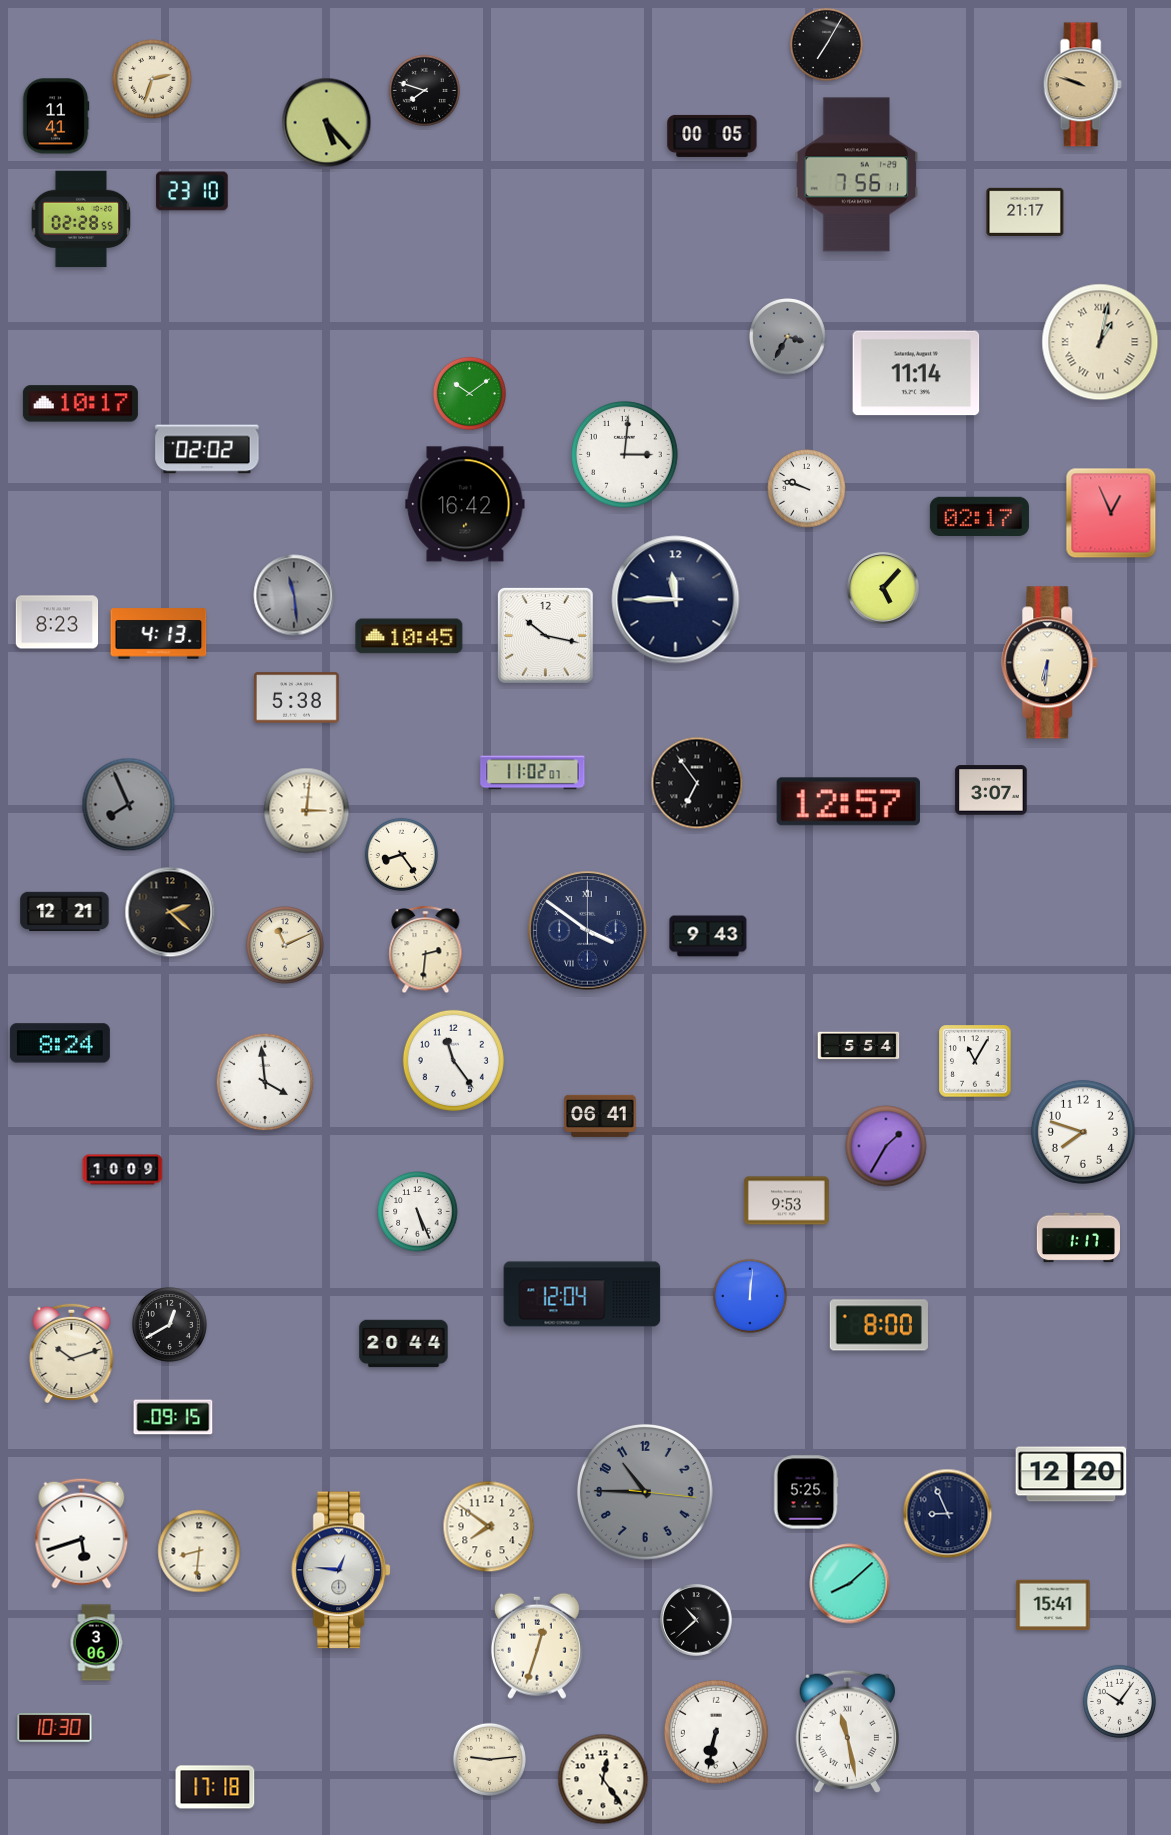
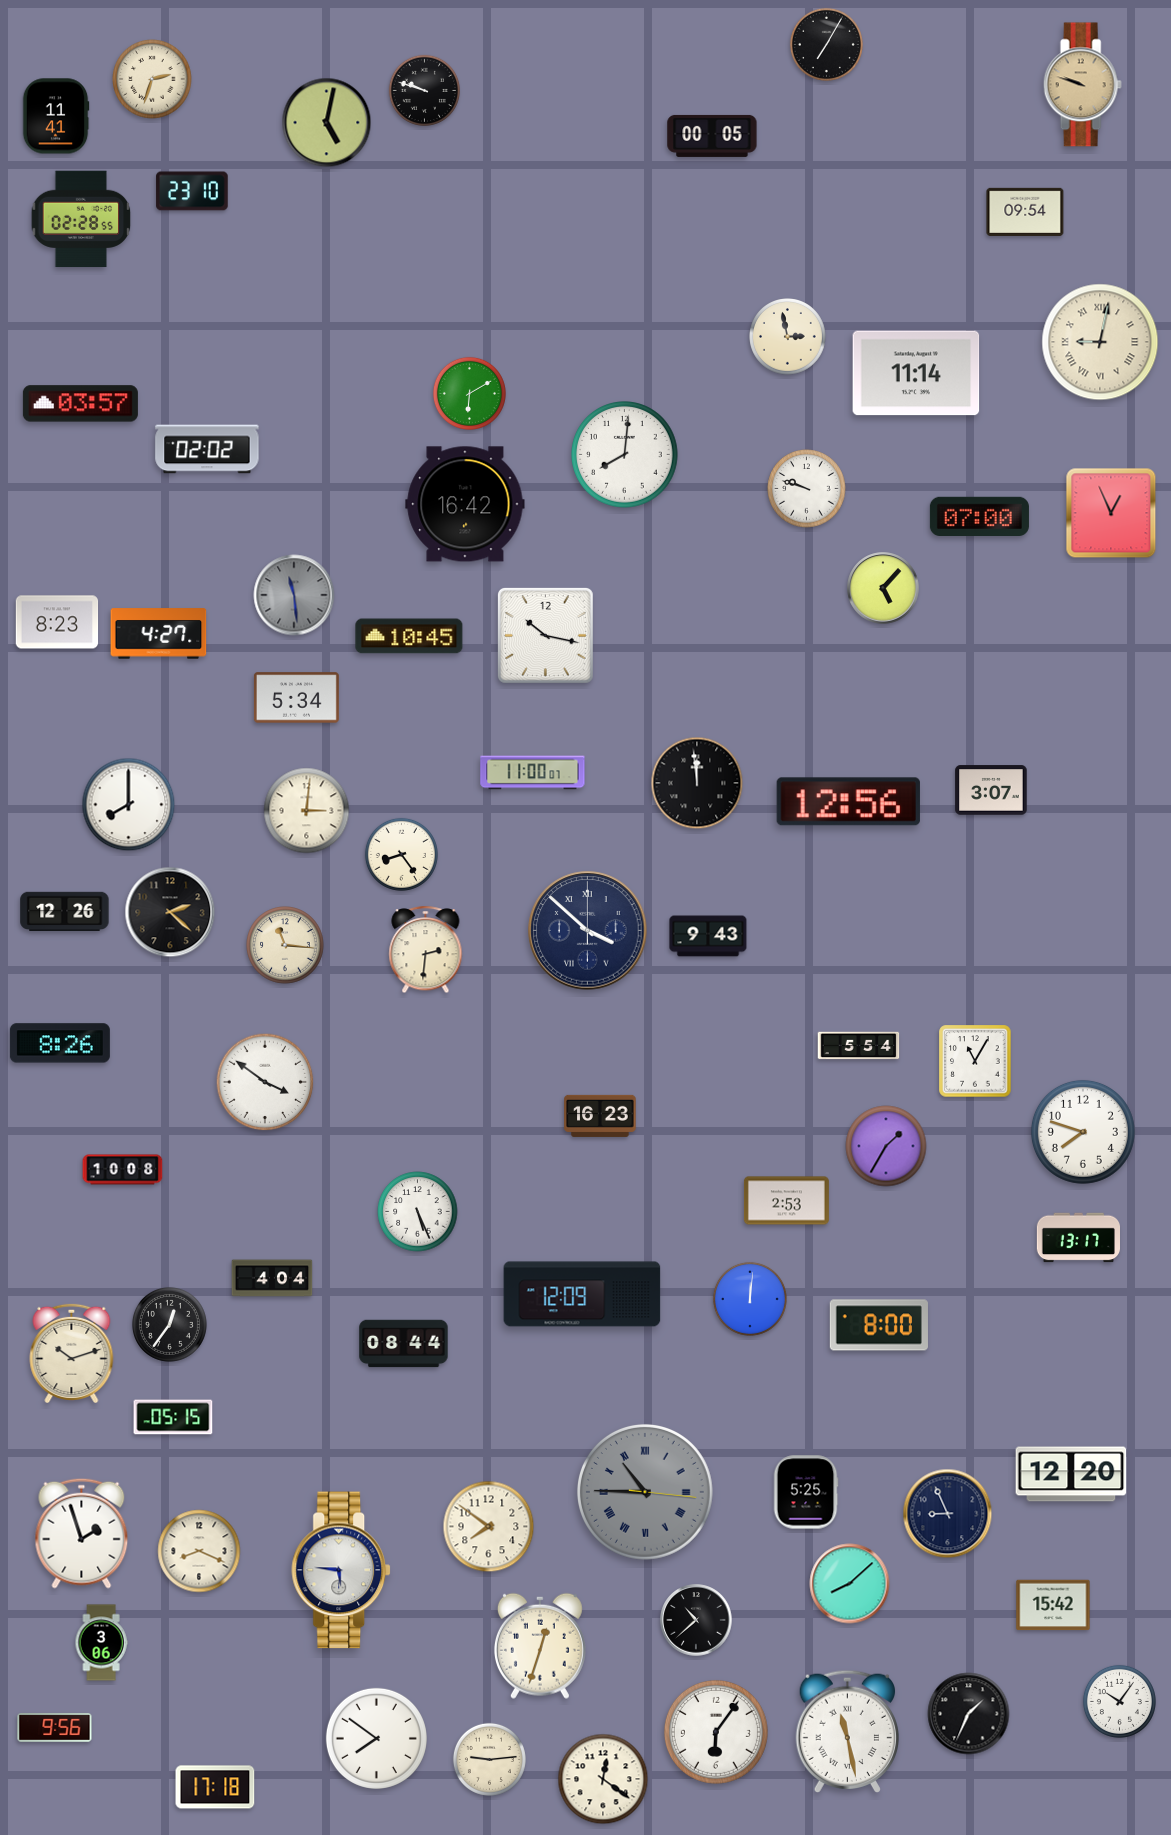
clock at (424, 90): 7:48 -> 9:48
clock at (327, 123): 5:23 -> 5:02
clock at (857, 175): 7:56 -> none
clock at (1025, 212): 21:17 -> 09:54
clock at (788, 337): 3:35 -> 2:58
clock at (788, 337) dial: grey -> cream
clock at (1100, 342): 1:02 -> 9:02
clock at (469, 393): 10:09 -> 6:10
clock at (80, 404): 10:17 -> 03:57
clock at (625, 455): 3:01 -> 8:01
clock at (979, 516): 02:17 -> 07:00
clock at (676, 600): 11:45 -> none
clock at (159, 634): 4:13 -> 4:27
clock at (1050, 663): 6:31 -> none
clock at (296, 698): 5:38 -> 5:34
clock at (533, 773): 11:02 -> 11:00
clock at (697, 783): 6:54 -> 11:59
clock at (848, 802): 12:57 -> 12:56
clock at (129, 805): 7:56 -> 8:00
clock at (129, 805) dial: grey -> white
clock at (65, 911): 12:21 -> 12:26
clock at (588, 931): 3:51 -> 3:52
clock at (285, 945): 11:11 -> 11:16
clock at (60, 1043): 8:24 -> 8:26
clock at (453, 1060): 11:24 -> none
clock at (265, 1082): 3:59 -> 3:51
clock at (600, 1116): 06:41 -> 16:23
clock at (123, 1170): 10:09 -> 10:08
clock at (786, 1201): 9:53 -> 2:53
clock at (1078, 1238): 1:17 -> 13:17
clock at (272, 1278): none -> 4:04
clock at (582, 1294): 12:04 -> 12:09
clock at (750, 1296) position: (750, 1296) -> (750, 1299)
clock at (169, 1324): 12:40 -> 12:36
clock at (404, 1344): 20:44 -> 08:44
clock at (173, 1417): 09:15 -> 05:15
clock at (645, 1492) numerals: Arabic -> Roman
clock at (82, 1533): 5:42 -> 1:57
clock at (199, 1551): 8:31 -> 8:19
clock at (342, 1570): 12:46 -> 5:46
clock at (1053, 1605): 15:41 -> 15:42
clock at (96, 1643) position: (96, 1643) -> (101, 1643)
clock at (537, 1646) position: (537, 1646) -> (540, 1646)
clock at (969, 1714): none -> 1:34
clock at (55, 1728): 10:30 -> 9:56
clock at (716, 1732): 6:32 -> 6:06
clock at (376, 1738): none -> 7:51
clock at (603, 1779): 12:24 -> 12:21
